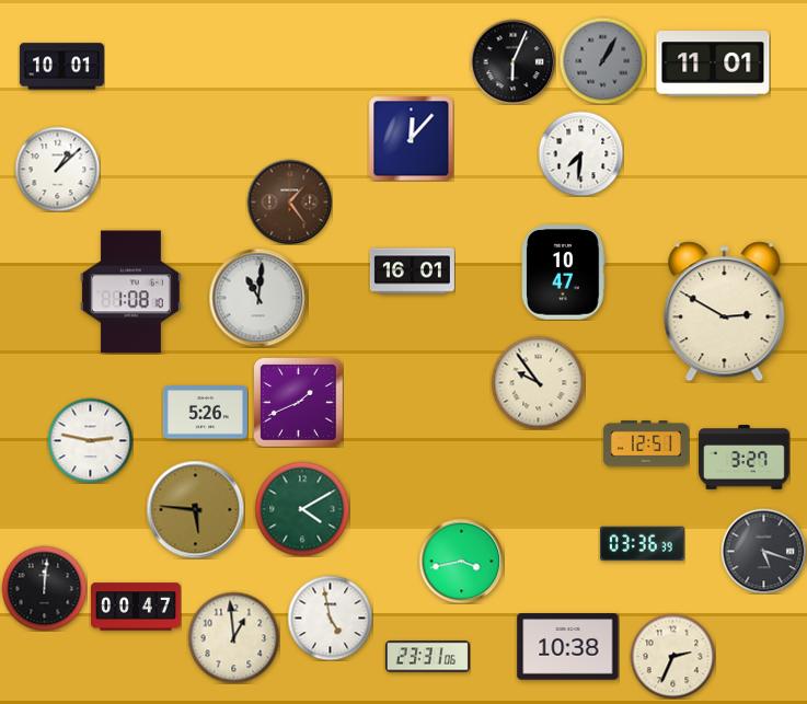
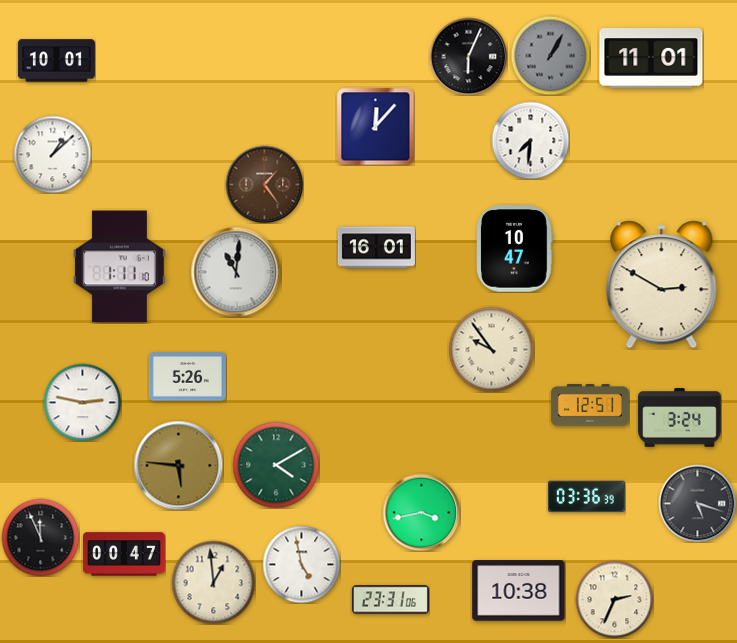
clock at (130, 292): 1:08 -> 1:11
clock at (298, 402): 1:41 -> none
clock at (745, 458): 3:27 -> 3:24
clock at (44, 588): 12:01 -> 11:56
